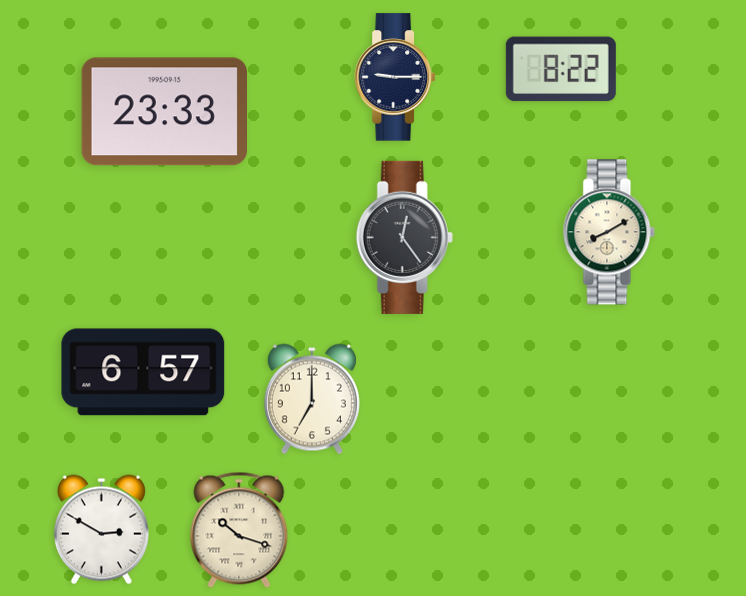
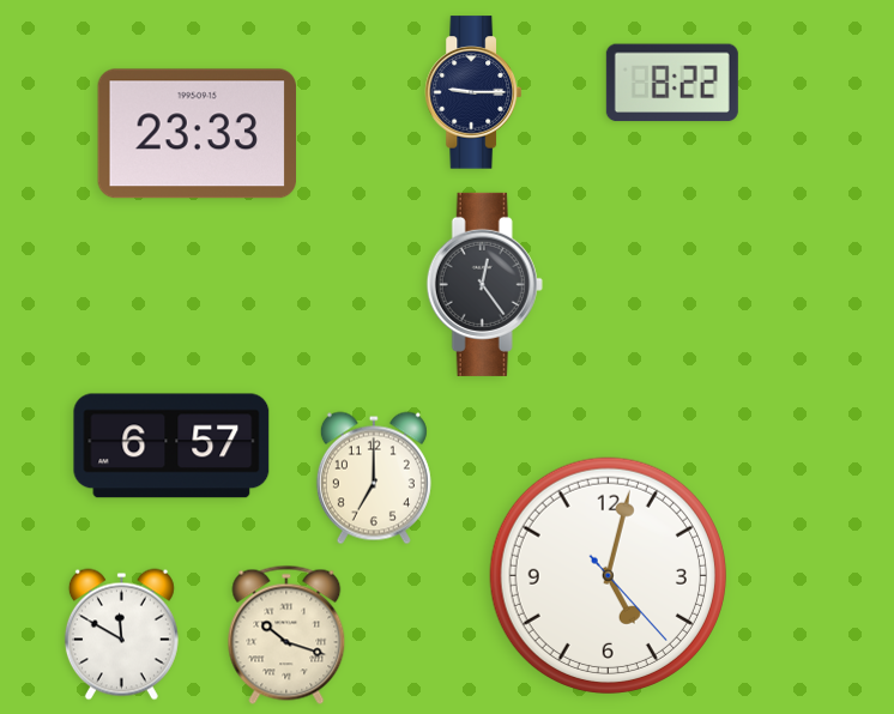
clock at (609, 232): 8:10 -> none
clock at (608, 575): none -> 5:02
clock at (101, 530): 2:50 -> 11:50
